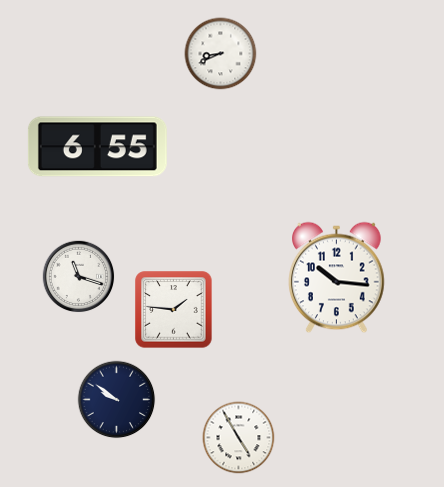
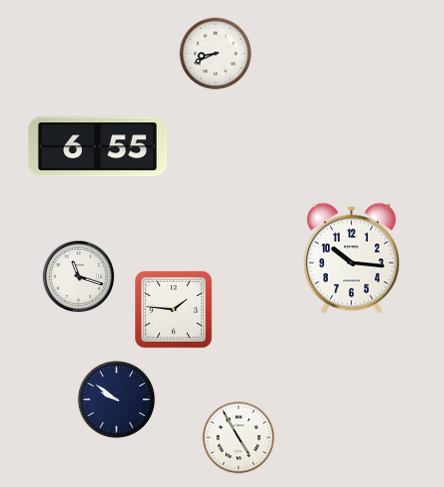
clock at (221, 54) position: (221, 54) -> (216, 54)
clock at (337, 278) position: (337, 278) -> (352, 259)
